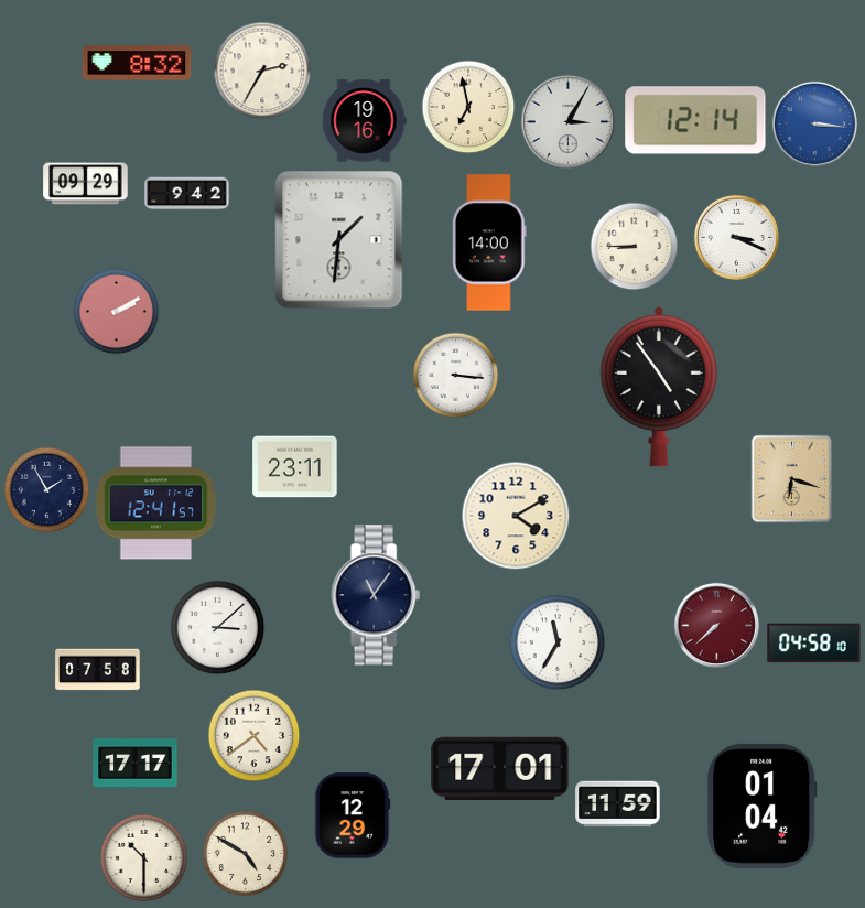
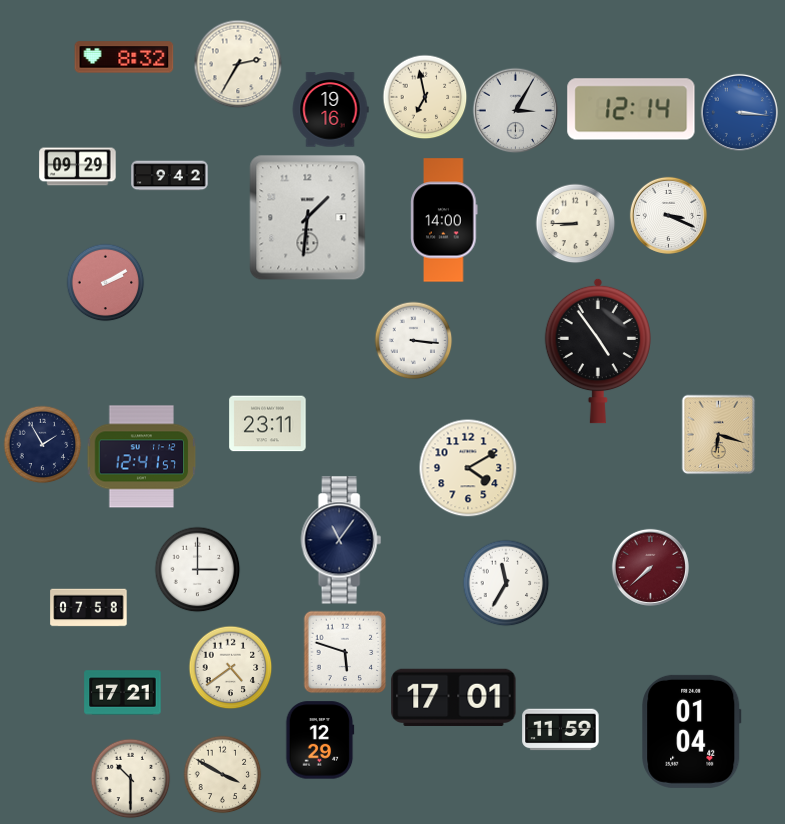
clock at (217, 627): 3:08 -> 3:00
clock at (814, 644): 04:58 -> none
clock at (345, 652): none -> 5:48
clock at (136, 764): 17:17 -> 17:21
clock at (245, 853): 4:50 -> 3:50
